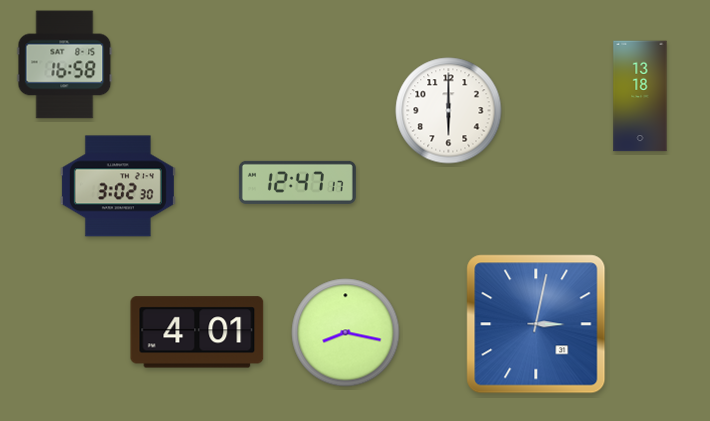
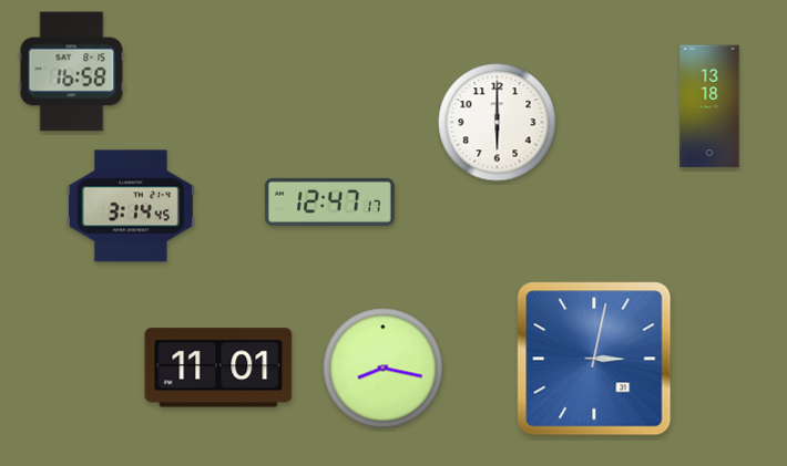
clock at (118, 186): 3:02 -> 3:14
clock at (197, 332): 4:01 -> 11:01
